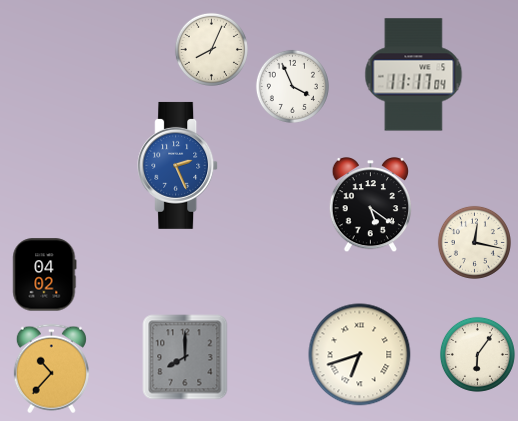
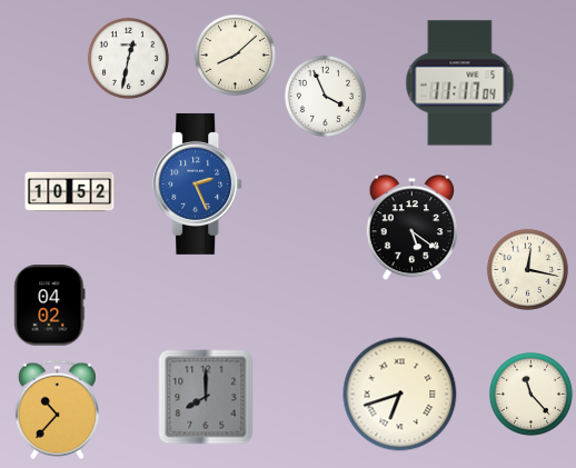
clock at (211, 49): 8:04 -> 8:08
clock at (128, 58): none -> 12:32
clock at (70, 192): none -> 10:52
clock at (477, 354): 6:06 -> 11:23
